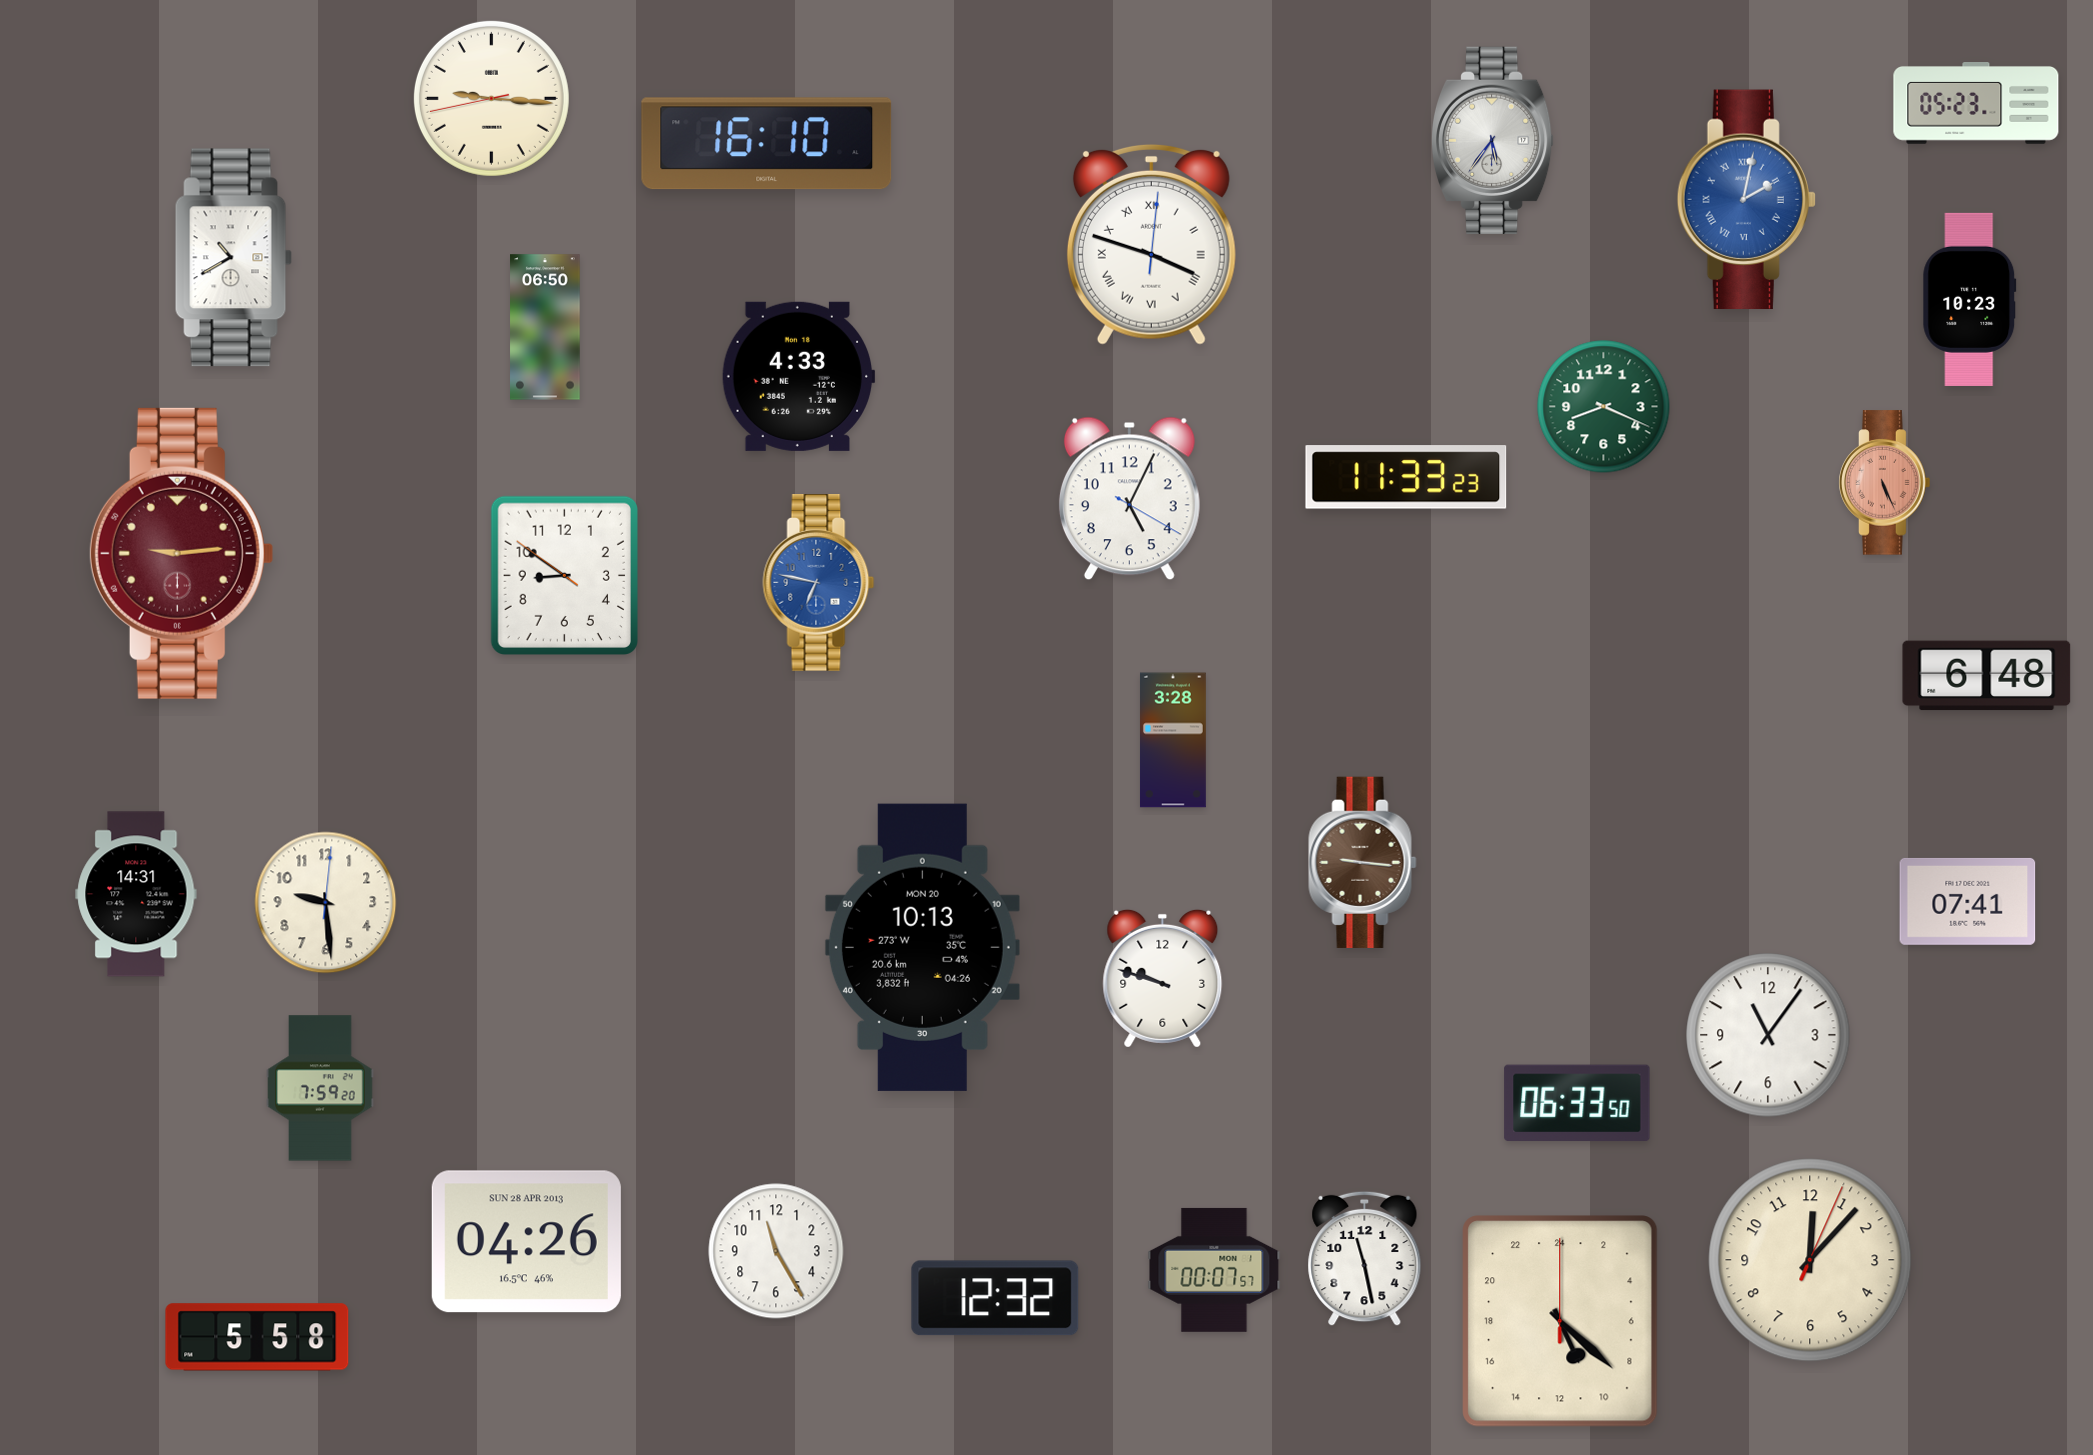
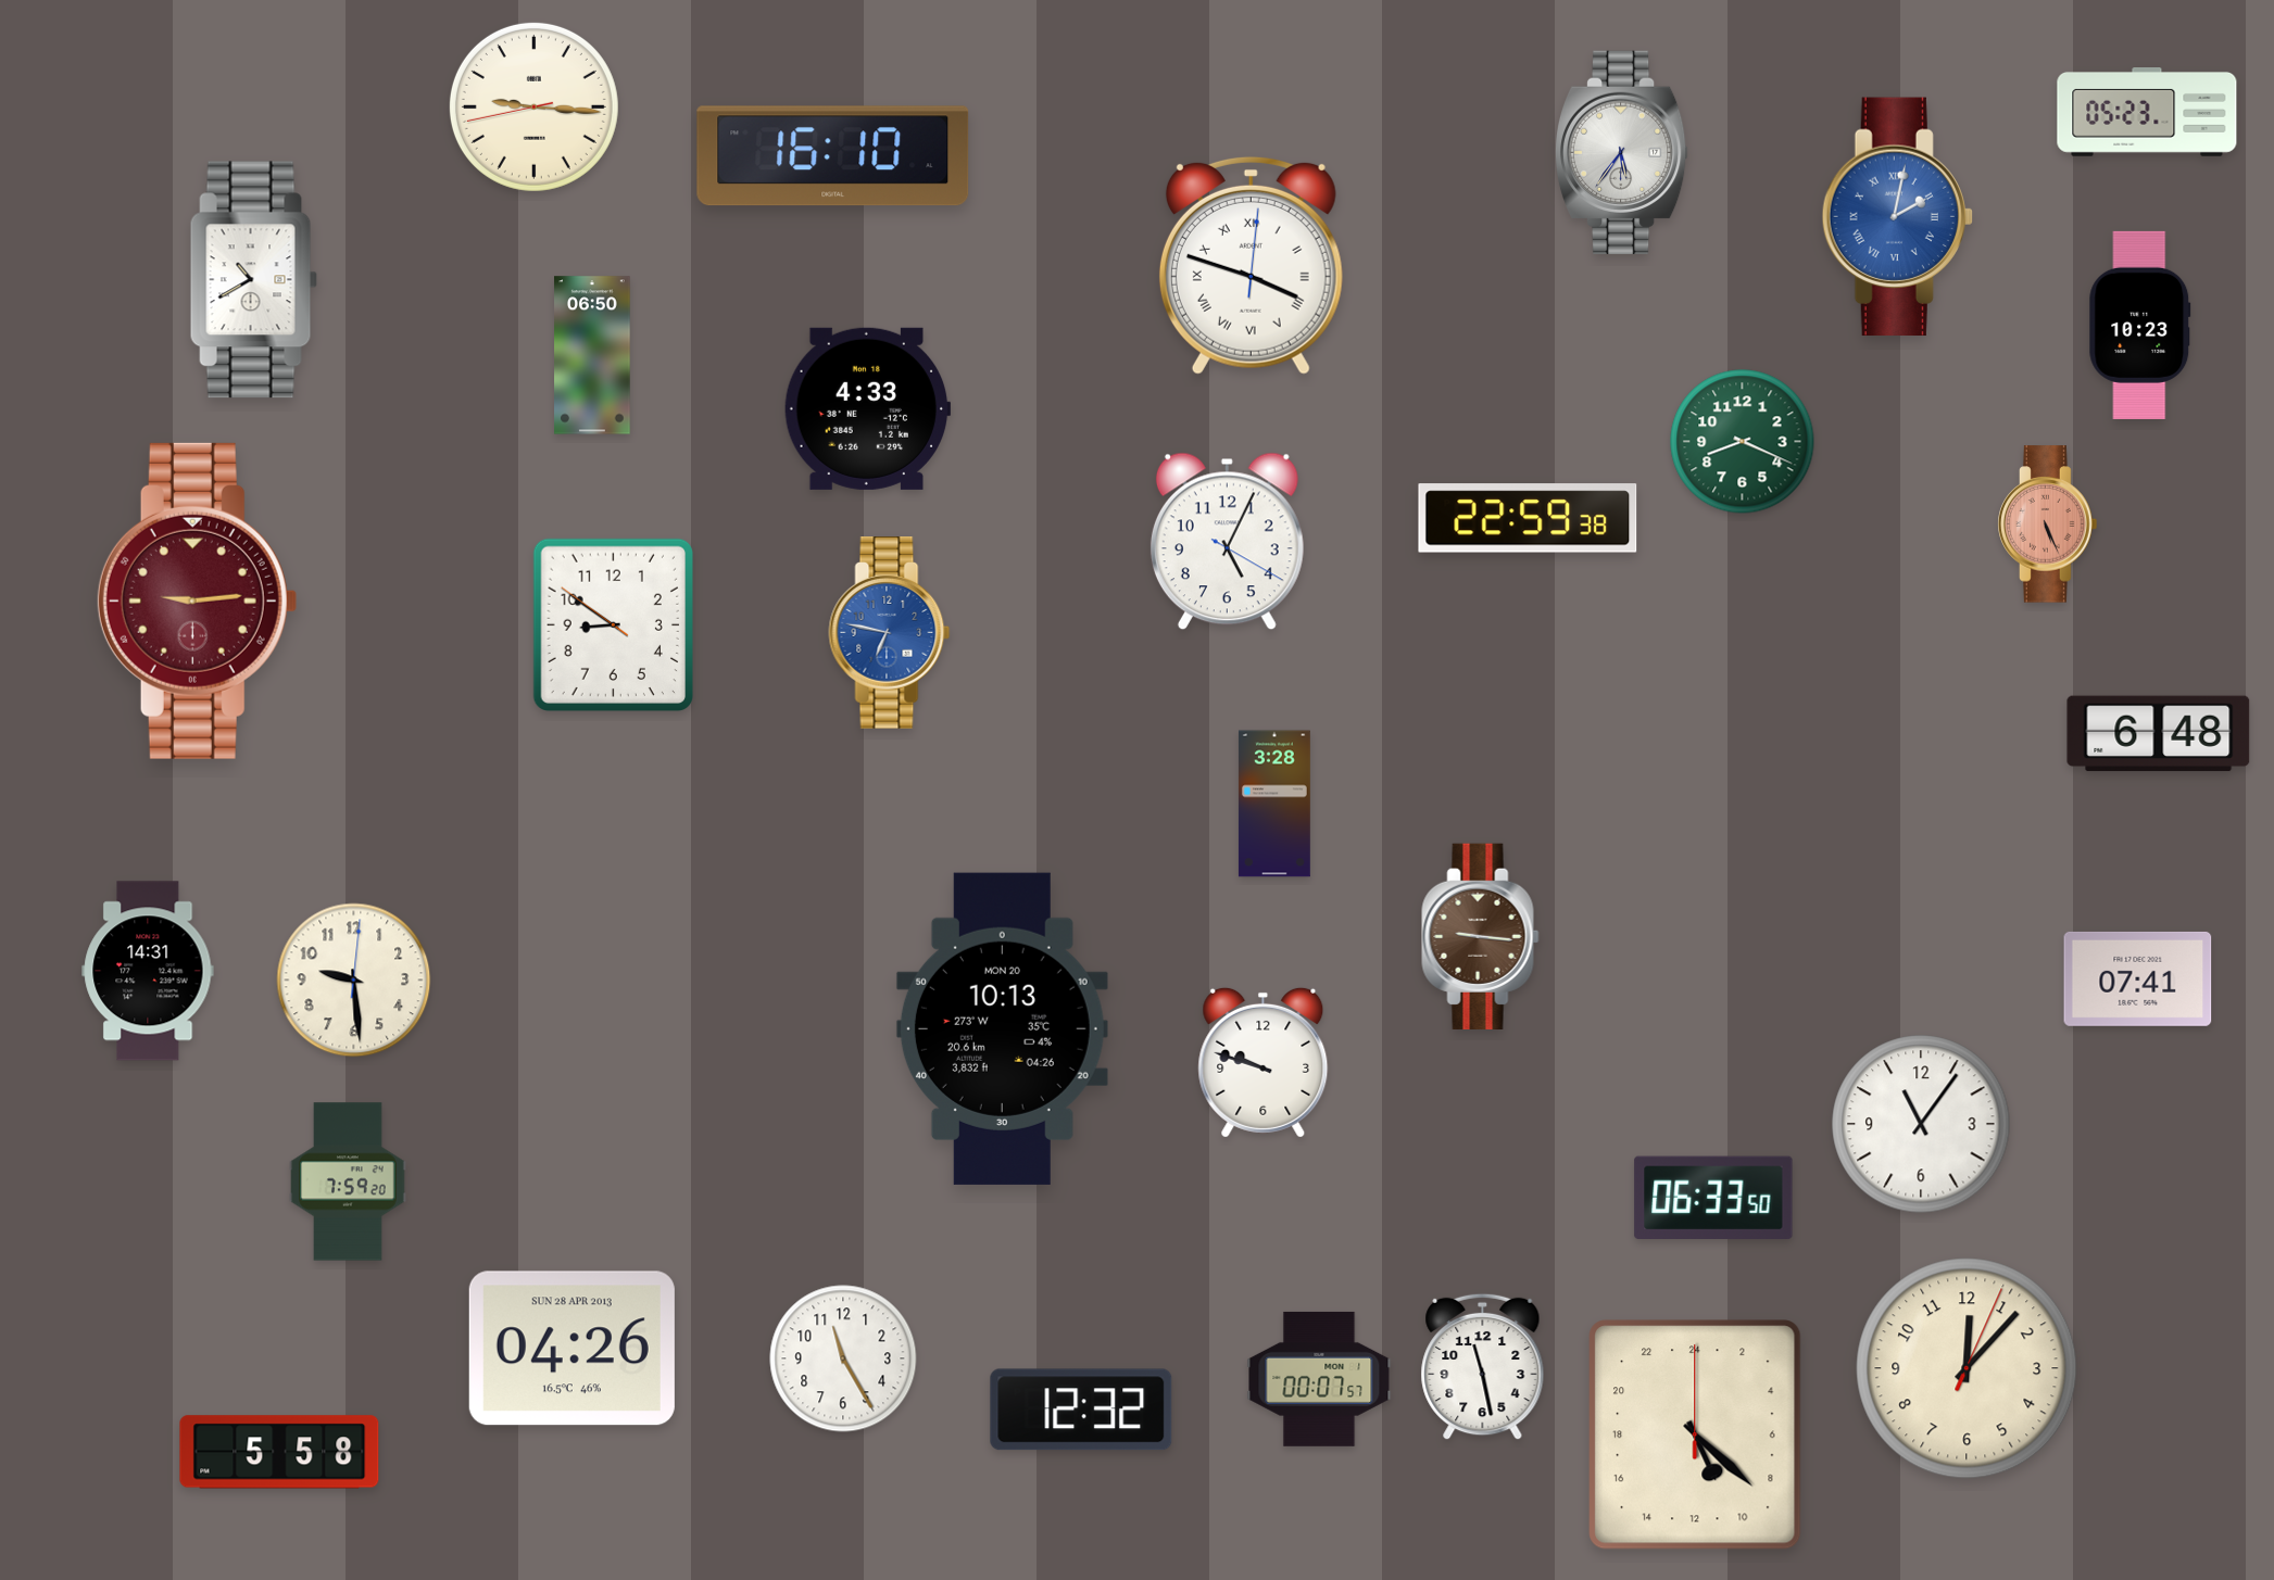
clock at (1406, 477): 11:33 -> 22:59
